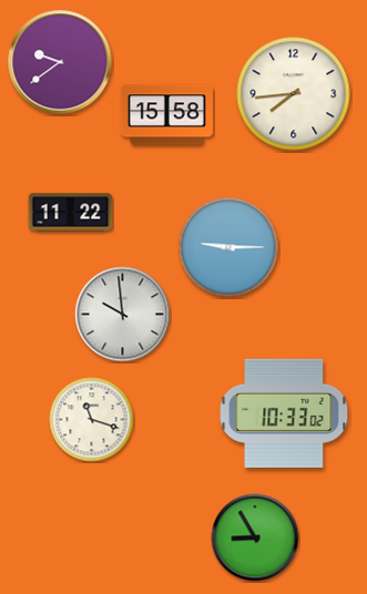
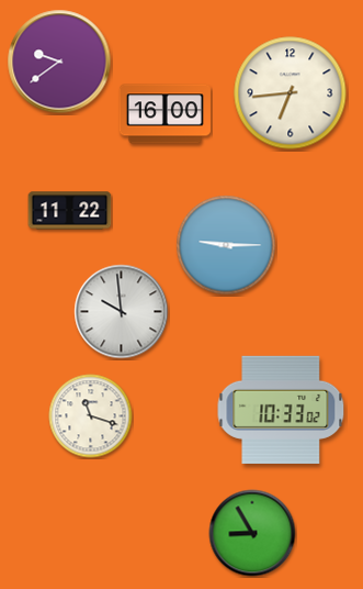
clock at (294, 94): 7:44 -> 6:44
clock at (166, 115): 15:58 -> 16:00
